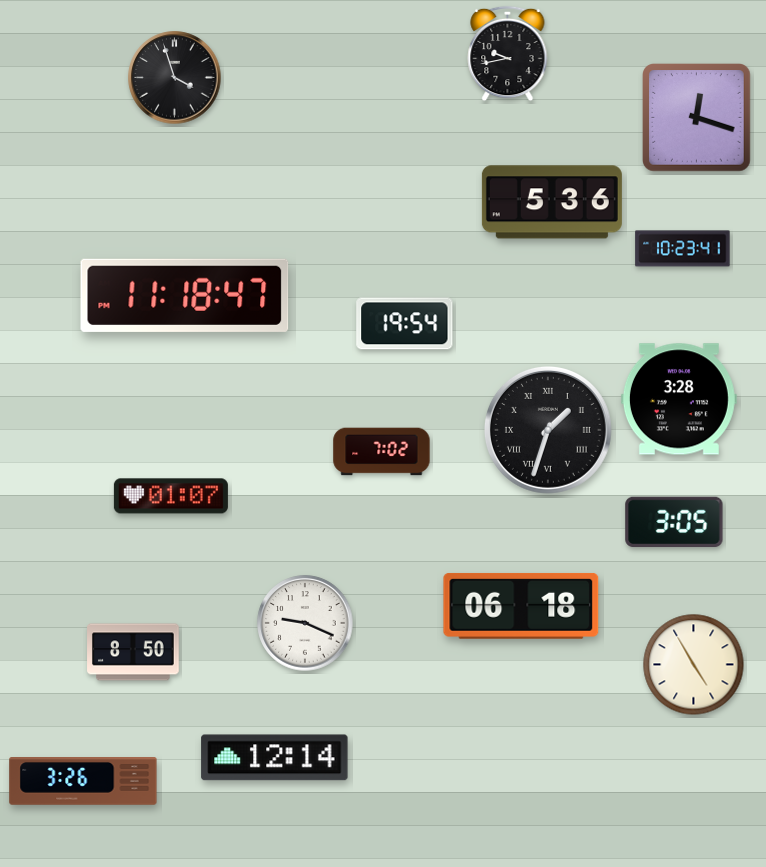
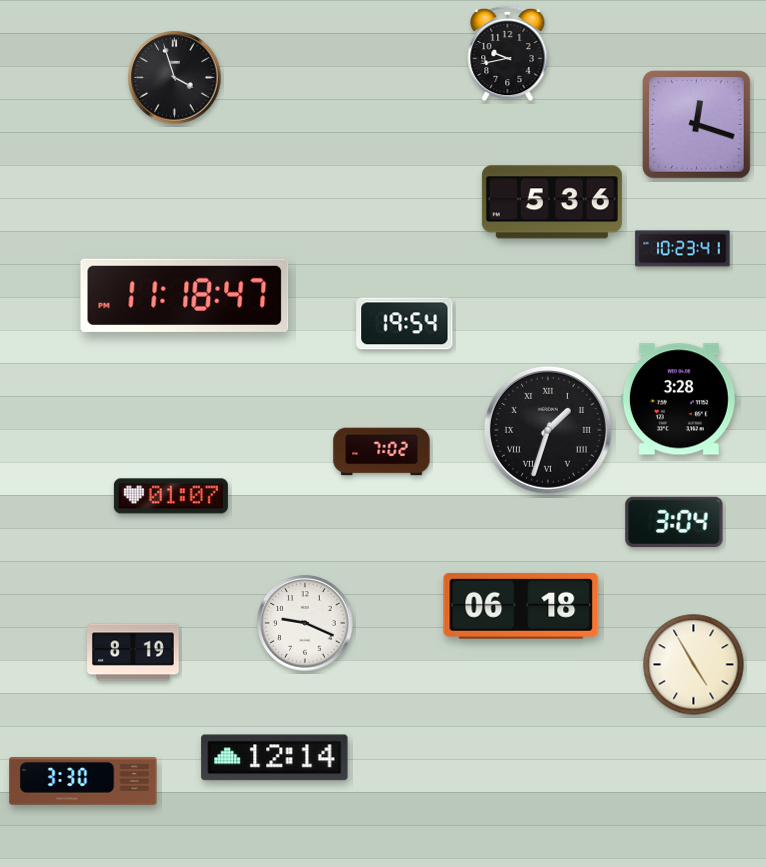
clock at (697, 118) position: (697, 118) -> (697, 125)
clock at (674, 522): 3:05 -> 3:04
clock at (133, 652): 8:50 -> 8:19
clock at (83, 782): 3:26 -> 3:30
